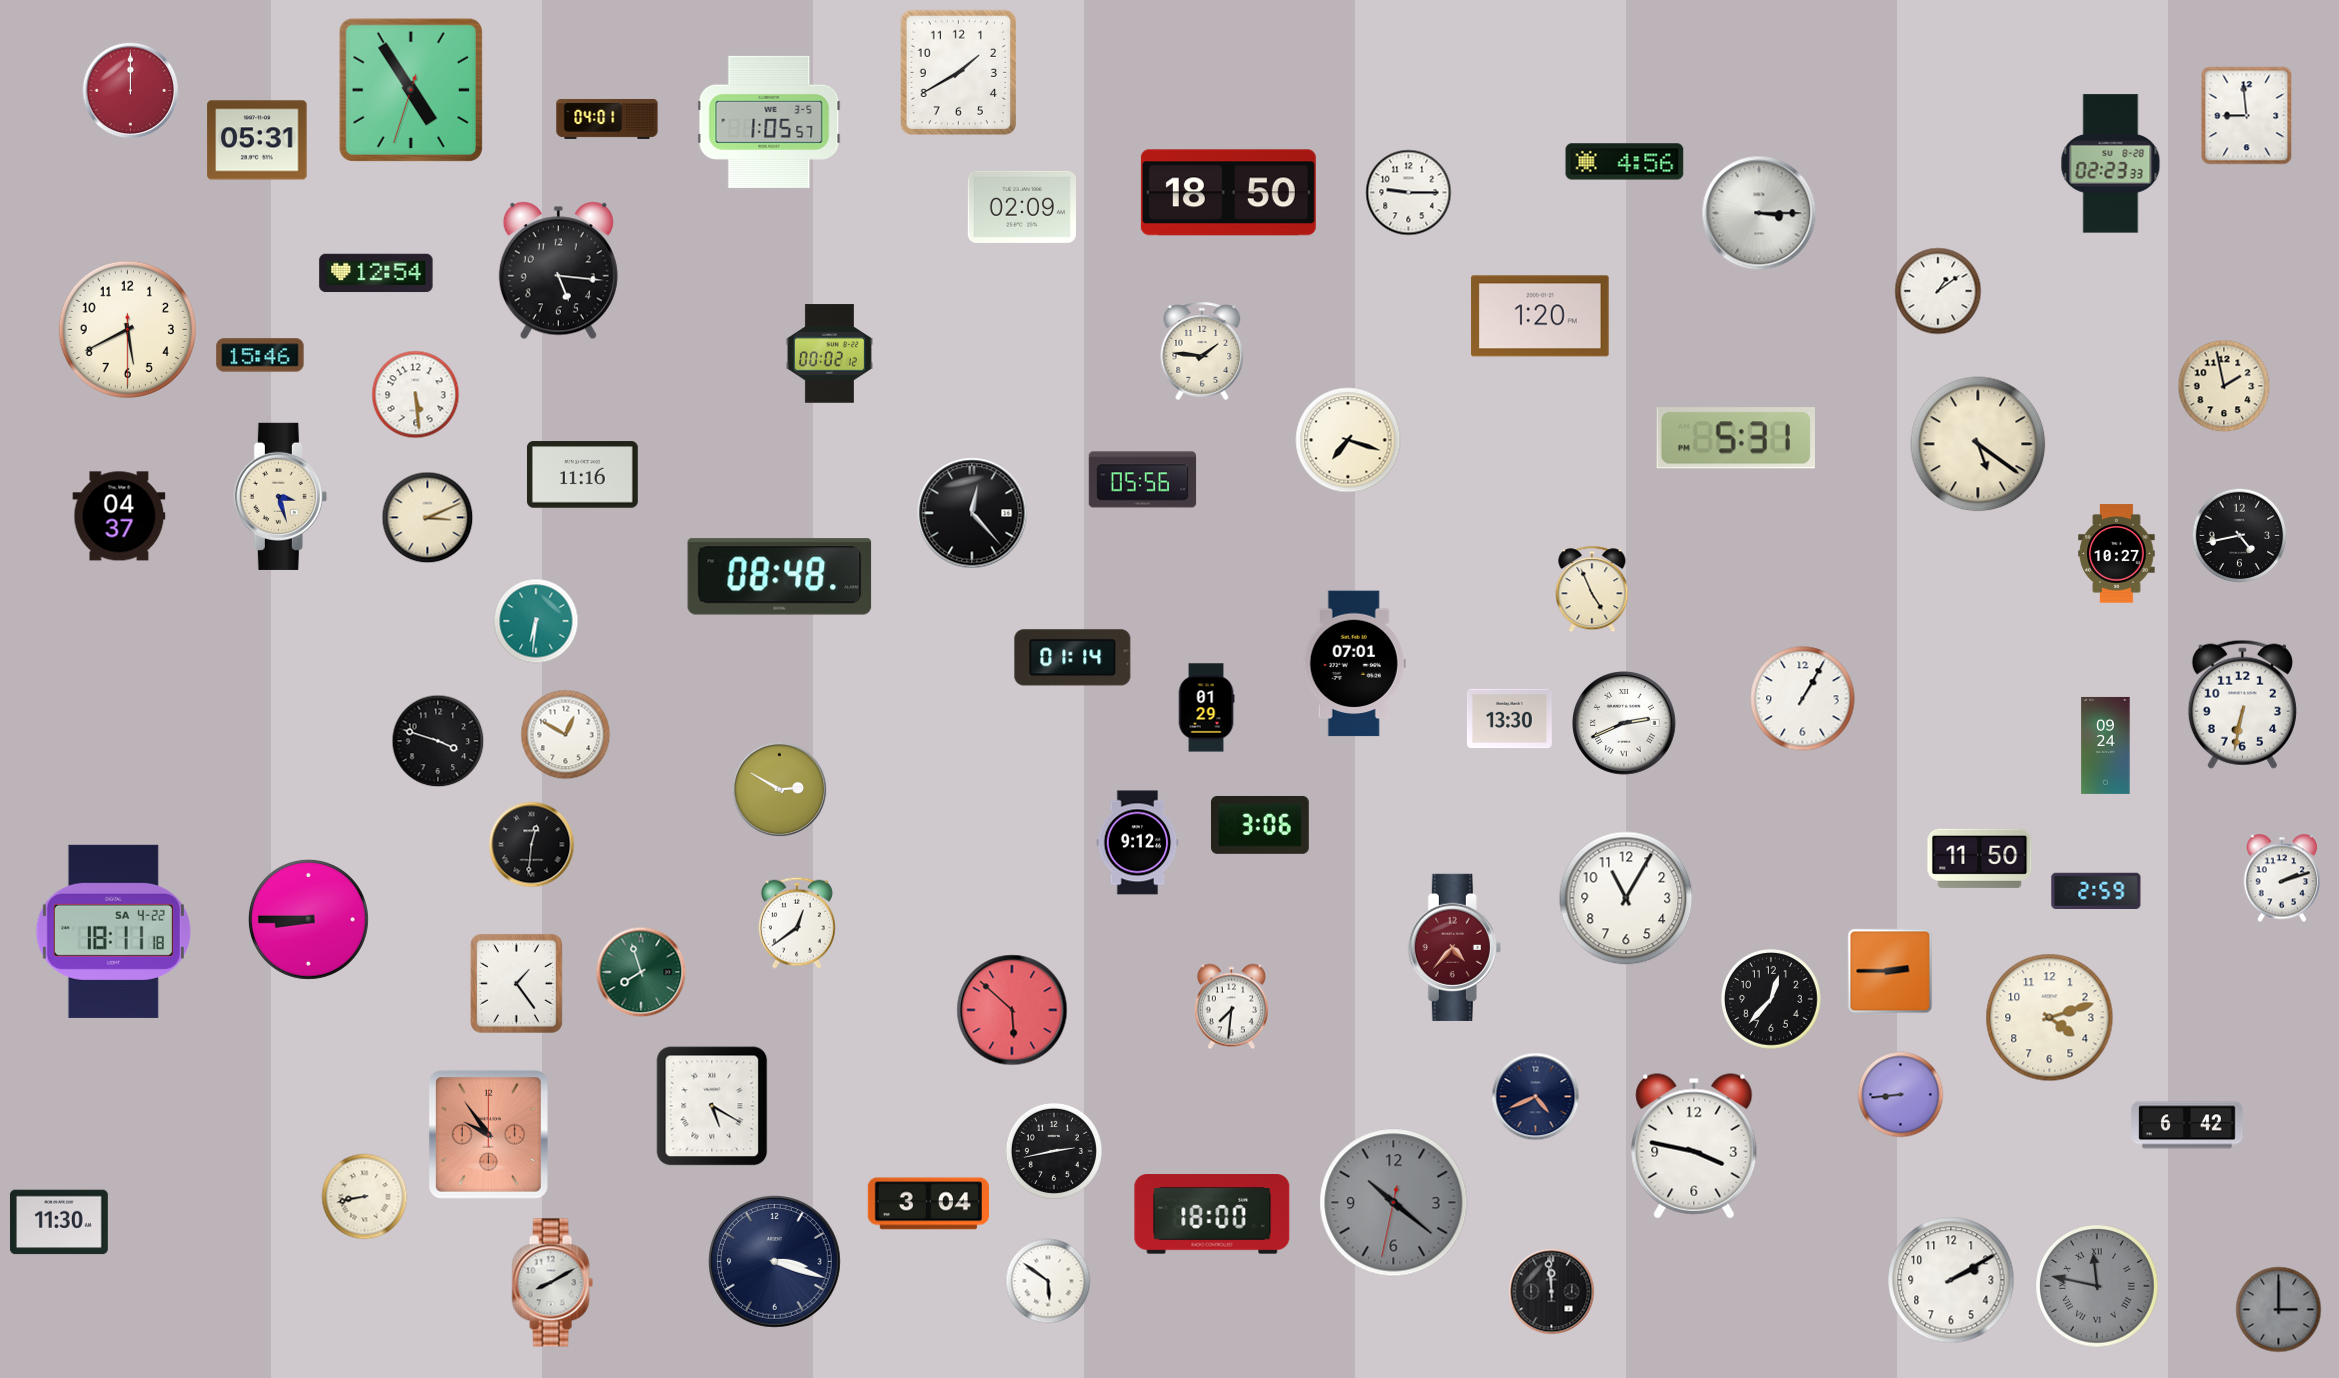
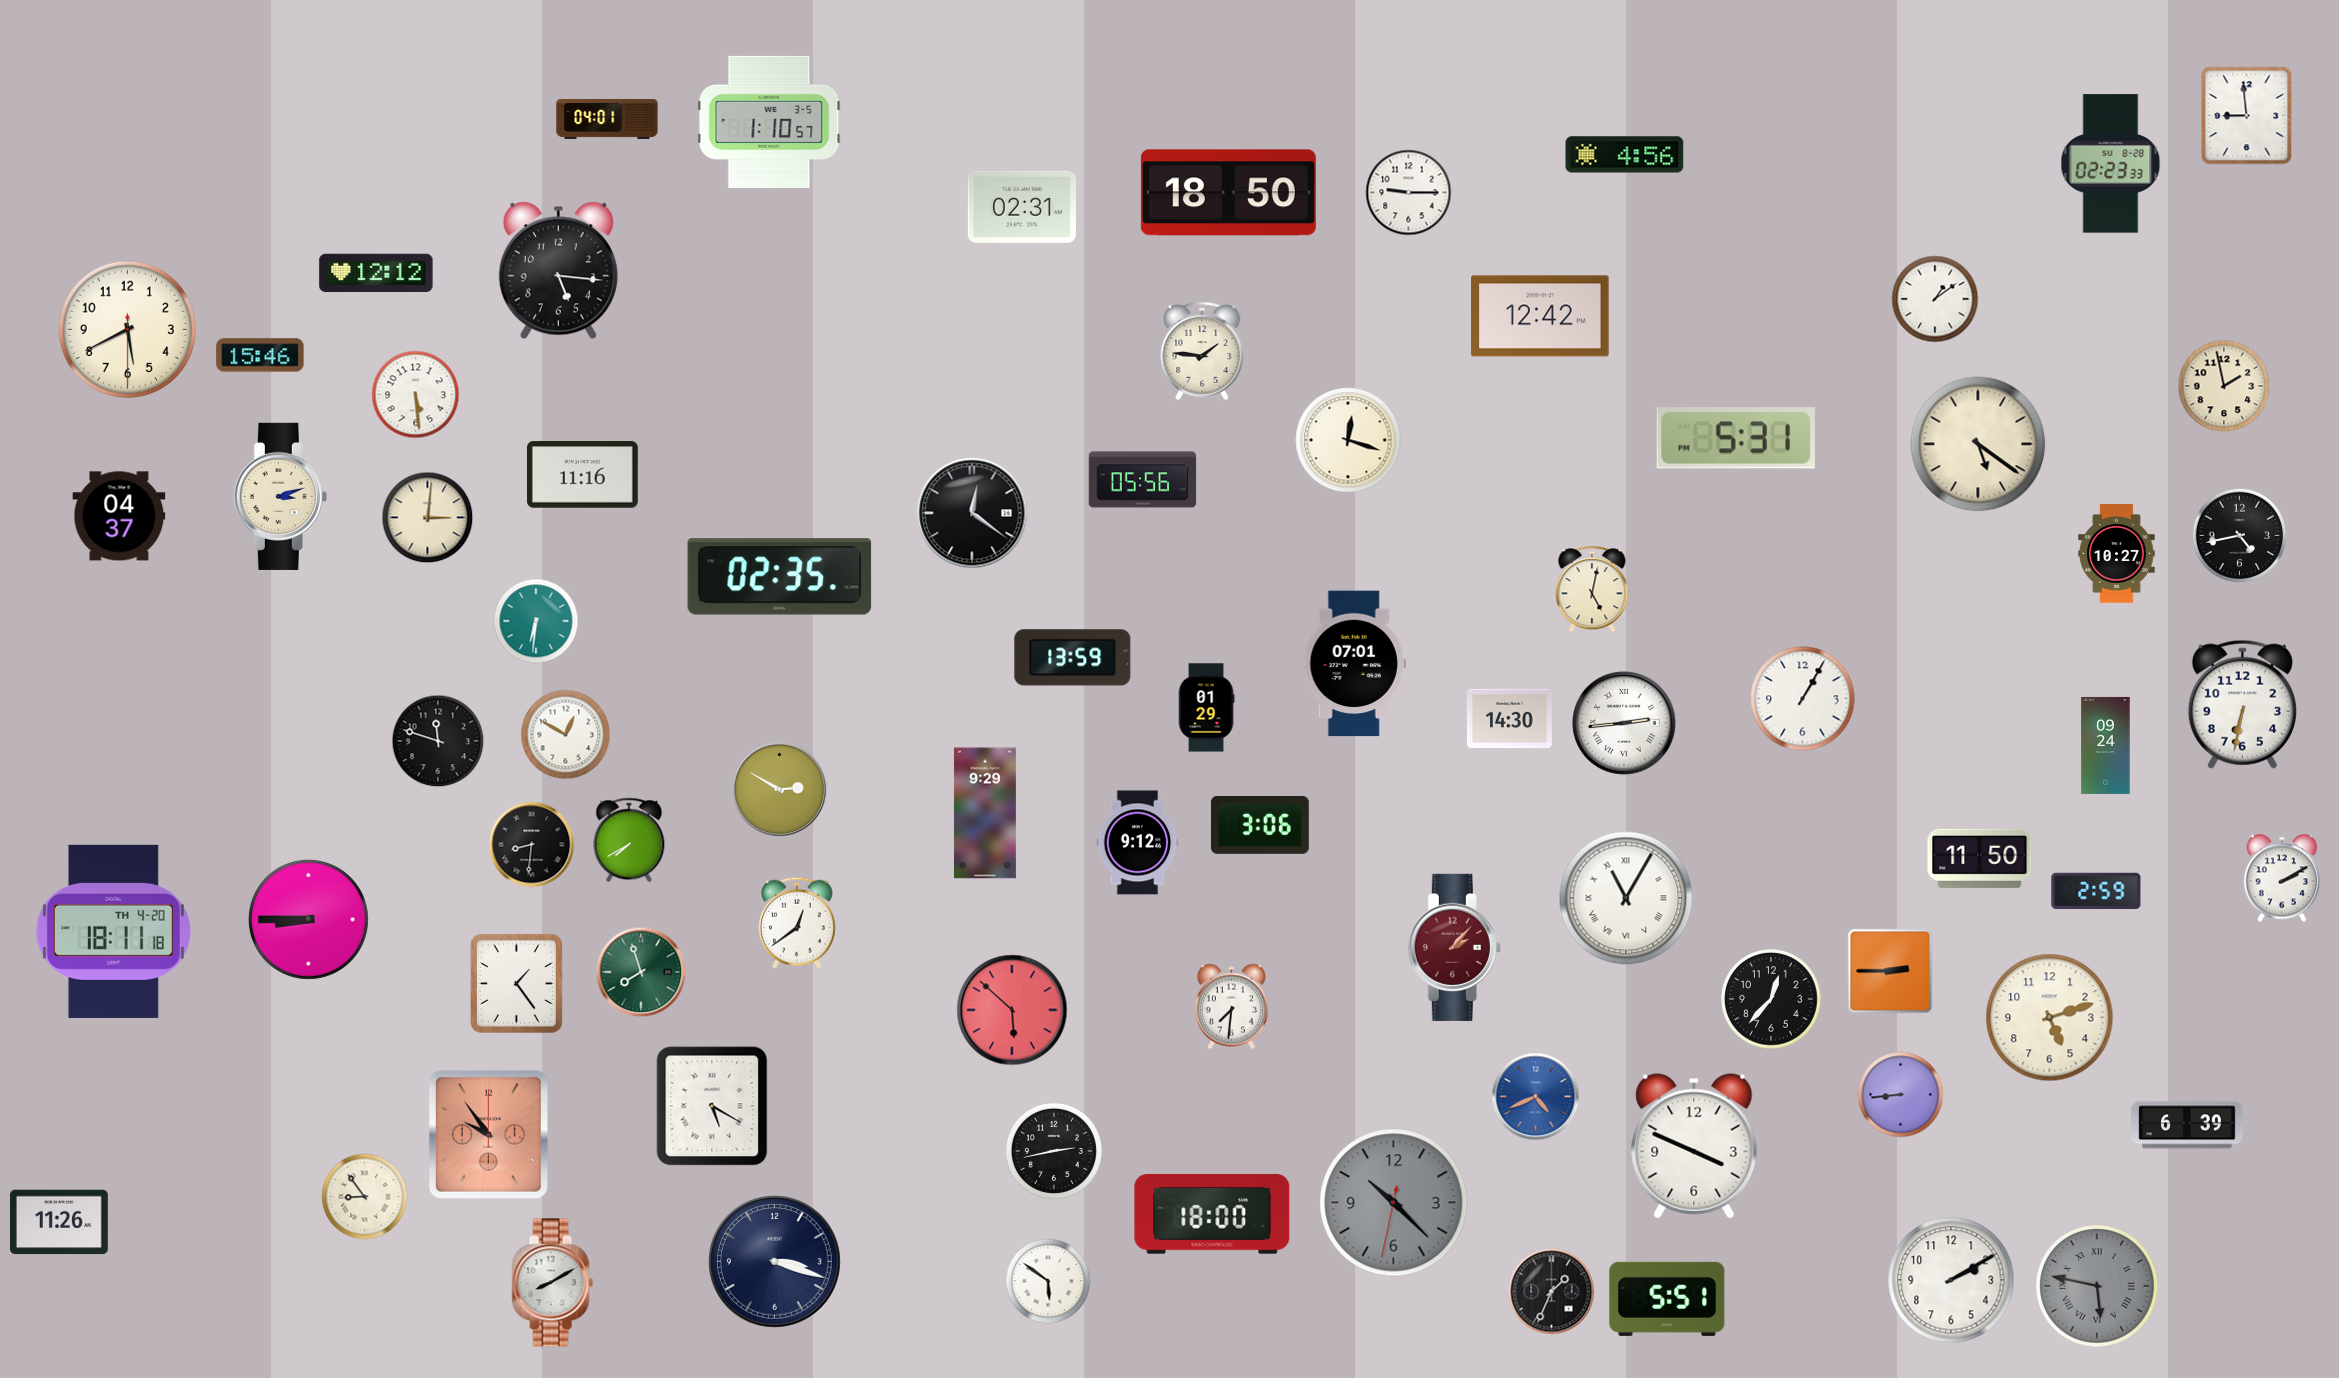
clock at (958, 73): 1:40 -> none
clock at (411, 90): 4:54 -> none
clock at (131, 91): 12:00 -> none
clock at (769, 122): 1:05 -> 1:10
clock at (257, 140): 05:31 -> none
clock at (1625, 162) position: (1625, 162) -> (1625, 155)
clock at (1022, 207): 02:09 -> 02:31
clock at (1759, 213): 3:15 -> none
clock at (376, 273): 12:54 -> 12:12
clock at (1938, 291) position: (1938, 291) -> (1935, 299)
clock at (1540, 316): 1:20 -> 12:42
clock at (829, 354): 00:02 -> none
clock at (1348, 440): 7:18 -> 12:18
clock at (280, 496): 3:27 -> 3:12
clock at (972, 513): 12:23 -> 12:21
clock at (428, 518): 3:11 -> 3:01
clock at (780, 577): 08:48 -> 02:35
clock at (1592, 589): 4:56 -> 5:02
clock at (1073, 658): 01:14 -> 13:59
clock at (1509, 719): 13:30 -> 14:30
clock at (1625, 724): 2:41 -> 2:44
clock at (438, 741): 3:48 -> 11:48
clock at (985, 813): none -> 9:29
clock at (629, 840): none -> 7:40
clock at (532, 845): 12:31 -> 8:31
clock at (2282, 878): 2:12 -> 2:10
clock at (1626, 898) numerals: Arabic -> Roman
clock at (113, 931) date: SA 4-22 -> TH 4-20
clock at (1454, 947): 4:37 -> 2:07
clock at (2050, 1018): 4:12 -> 5:12
clock at (1536, 1097) dial: navy -> blue
clock at (2187, 1125): 6:42 -> 6:39
clock at (1694, 1146): 3:47 -> 3:49
clock at (365, 1197): 8:43 -> 8:54
clock at (1394, 1203): 10:21 -> 10:22
clock at (928, 1204): 3:04 -> none
clock at (59, 1222): 11:30 -> 11:26
clock at (2097, 1286): 11:47 -> 5:47
clock at (1552, 1292): 11:59 -> 1:34
clock at (1667, 1299): none -> 5:51
clock at (2279, 1310): 3:00 -> none
